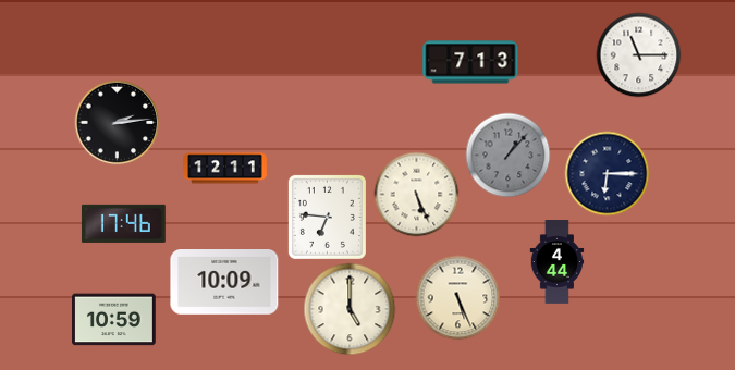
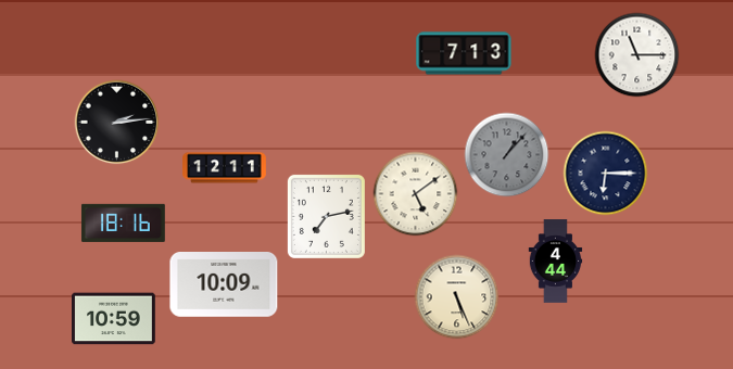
clock at (470, 62) position: (470, 62) -> (464, 53)
clock at (416, 194): 5:26 -> 5:09
clock at (327, 217): 6:46 -> 7:13
clock at (124, 223): 17:46 -> 18:16
clock at (224, 283) position: (224, 283) -> (224, 285)
clock at (350, 309): 5:00 -> none
